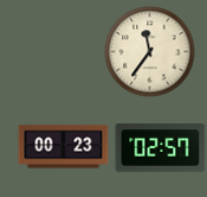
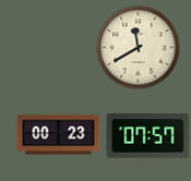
clock at (150, 52): 11:36 -> 11:40
clock at (161, 148): 02:57 -> 07:57
